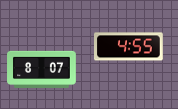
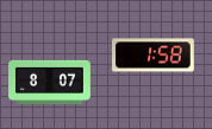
clock at (129, 47): 4:55 -> 1:58
